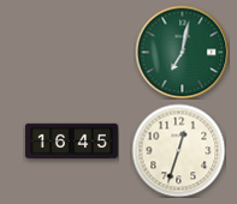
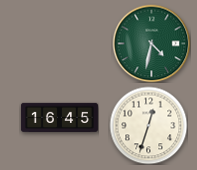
clock at (182, 52): 7:02 -> 4:32
